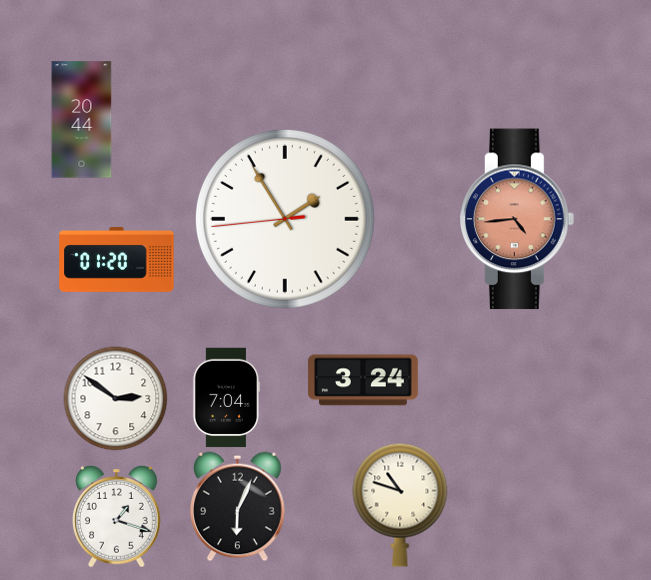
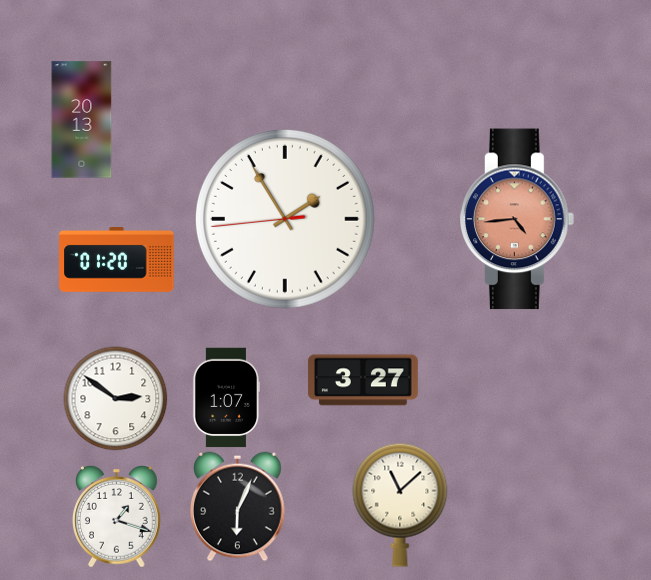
clock at (82, 120): 20:44 -> 20:13
clock at (363, 380): 3:24 -> 3:27
clock at (225, 398): 7:04 -> 1:07
clock at (400, 505): 10:48 -> 11:08
